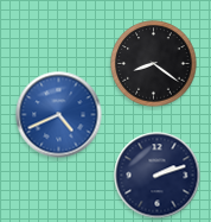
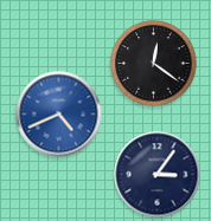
clock at (154, 64): 8:21 -> 12:21
clock at (158, 176): 2:12 -> 3:06
